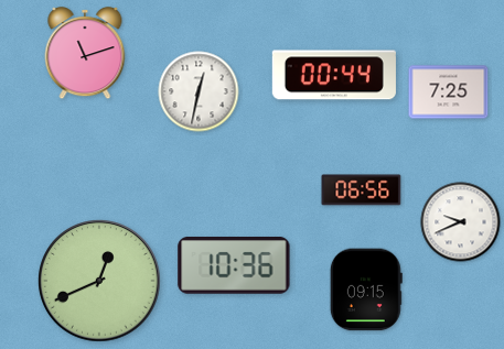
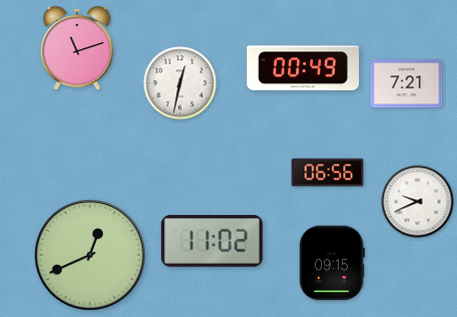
clock at (334, 75): 00:44 -> 00:49
clock at (449, 92): 7:25 -> 7:21
clock at (234, 265): 10:36 -> 11:02
